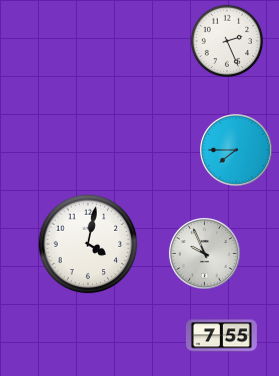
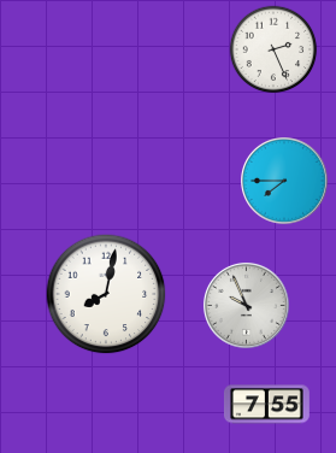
clock at (88, 244): 4:02 -> 8:02
